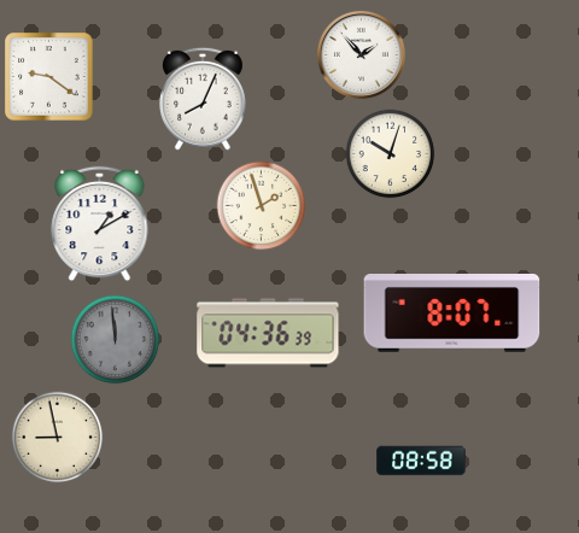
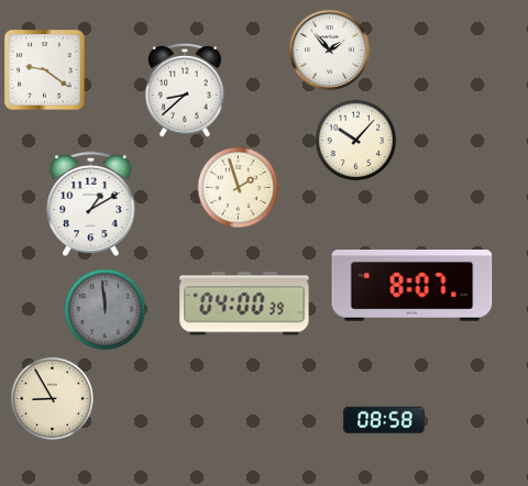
clock at (203, 99): 8:04 -> 8:38
clock at (391, 154): 10:03 -> 10:07
clock at (268, 333): 04:36 -> 04:00
clock at (58, 438): 8:58 -> 8:55
